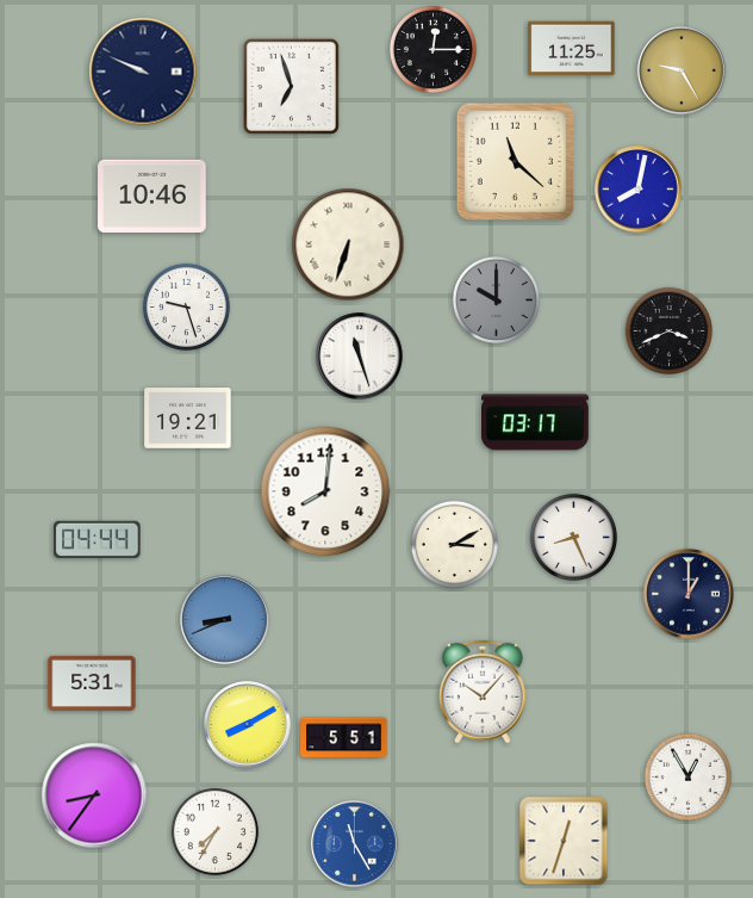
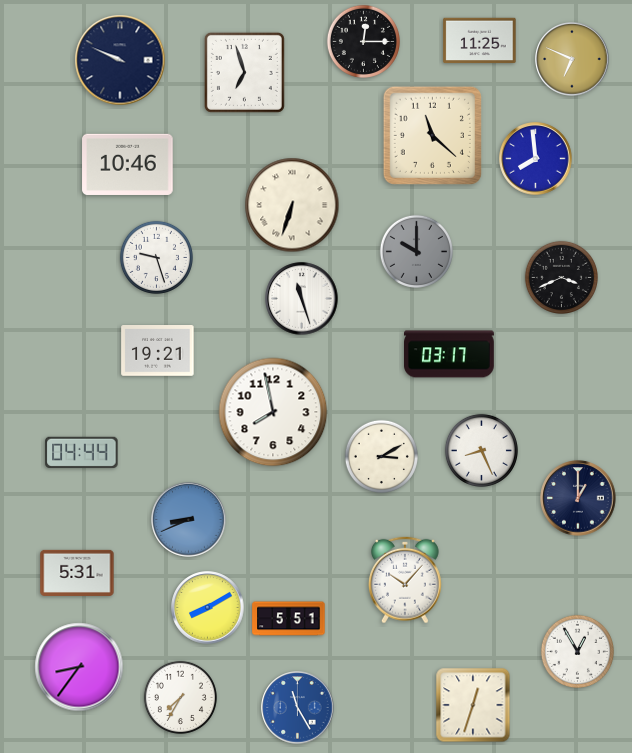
clock at (682, 70): 9:25 -> 6:49
clock at (639, 190): 8:02 -> 7:59
clock at (325, 491): 8:01 -> 7:58
